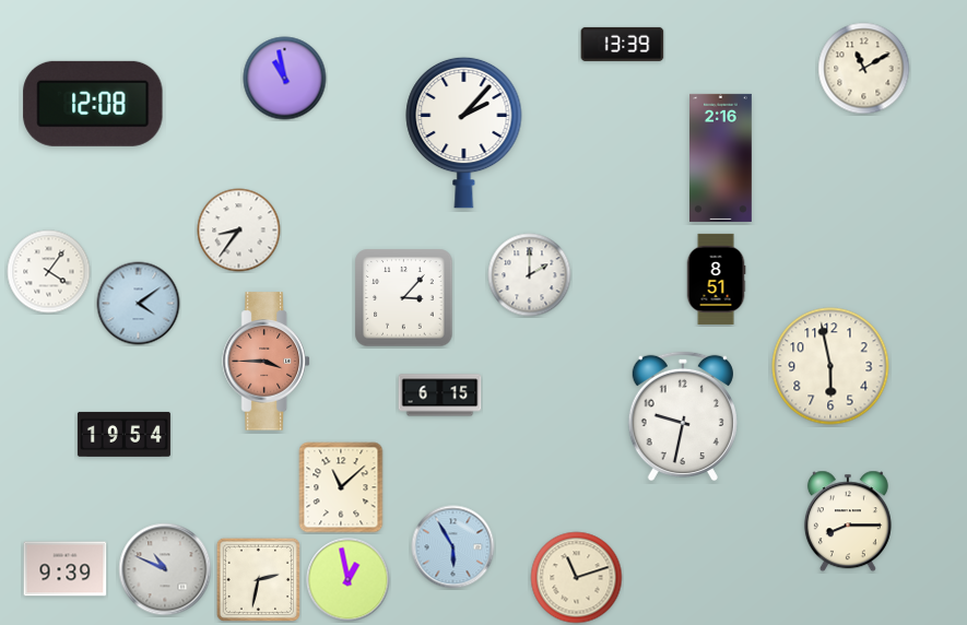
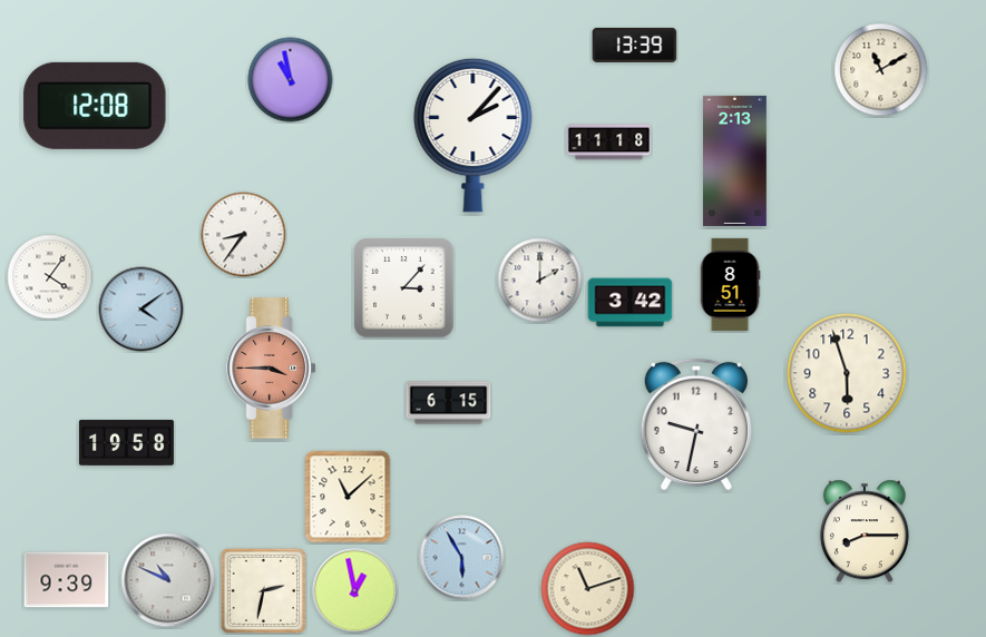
clock at (609, 143): none -> 11:18
clock at (721, 157): 2:16 -> 2:13
clock at (631, 303): none -> 3:42
clock at (404, 298) position: (404, 298) -> (404, 288)
clock at (830, 366): 5:58 -> 5:57
clock at (123, 434): 19:54 -> 19:58
